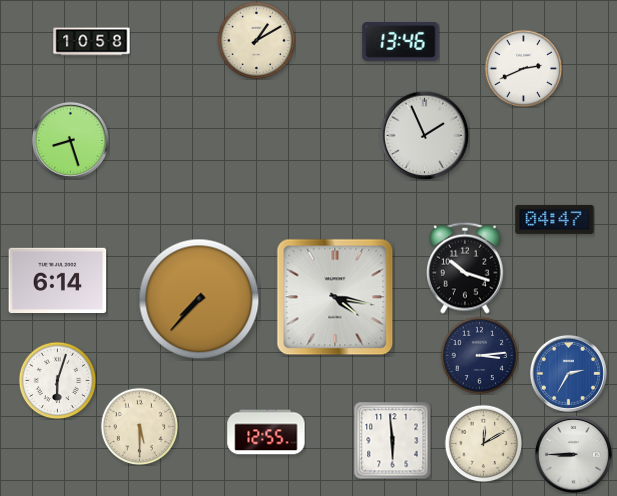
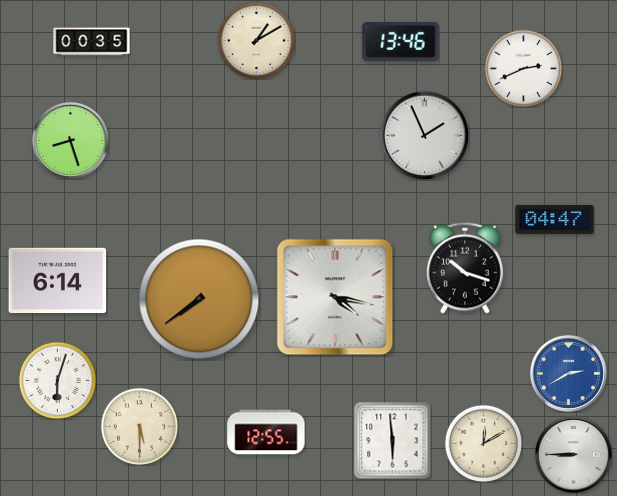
clock at (92, 42): 10:58 -> 00:35
clock at (199, 299): 7:37 -> 7:39
clock at (479, 355): 3:14 -> none
clock at (568, 373): 2:35 -> 2:40
